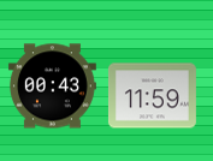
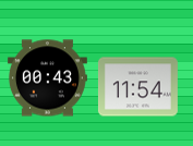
clock at (152, 96): 11:59 -> 11:54
